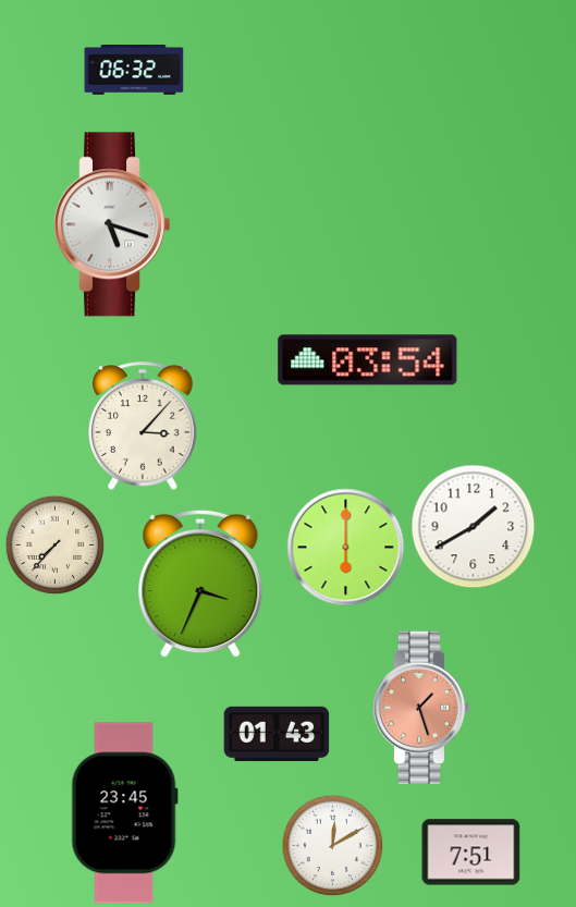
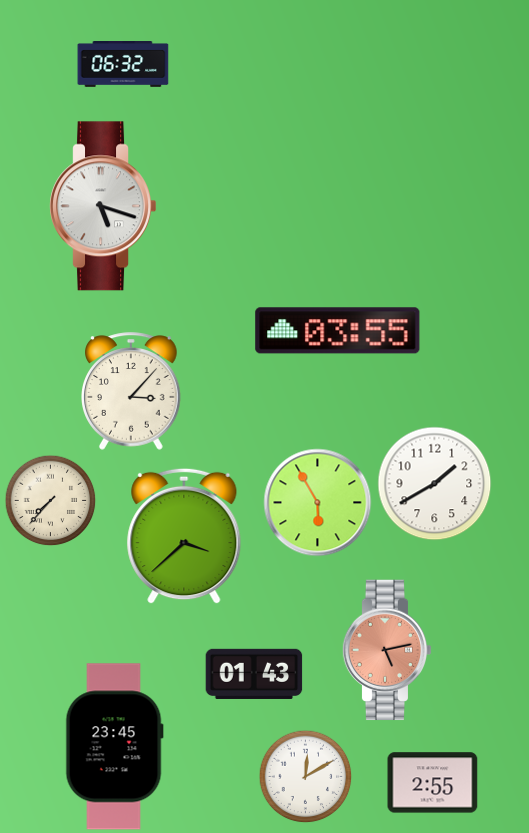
clock at (368, 360): 03:54 -> 03:55
clock at (346, 548): 6:00 -> 5:55
clock at (200, 584): 3:34 -> 3:38
clock at (421, 708): 1:27 -> 5:13
clock at (471, 853): 7:51 -> 2:55
